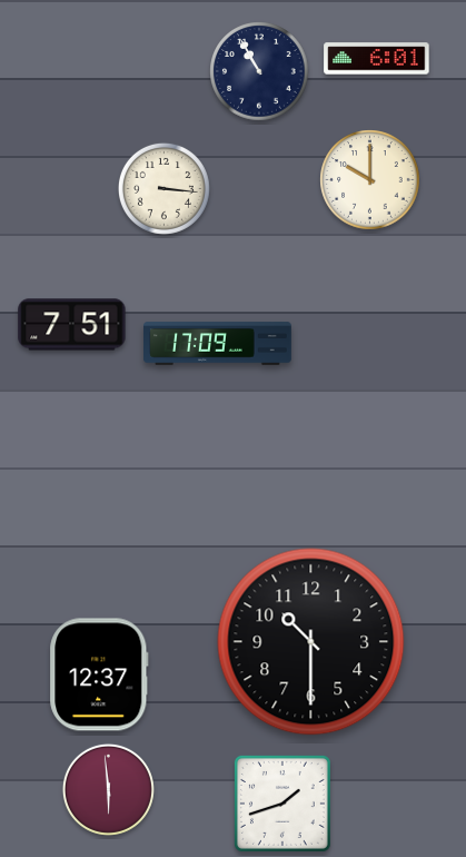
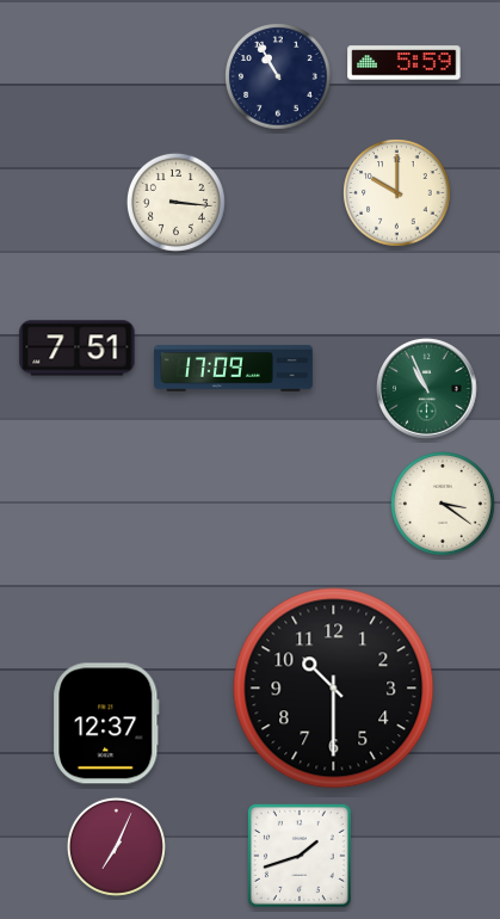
clock at (377, 59): 6:01 -> 5:59
clock at (427, 389): none -> 10:56
clock at (444, 505): none -> 3:21
clock at (108, 789): 5:59 -> 7:04
clock at (282, 804) position: (282, 804) -> (300, 856)
